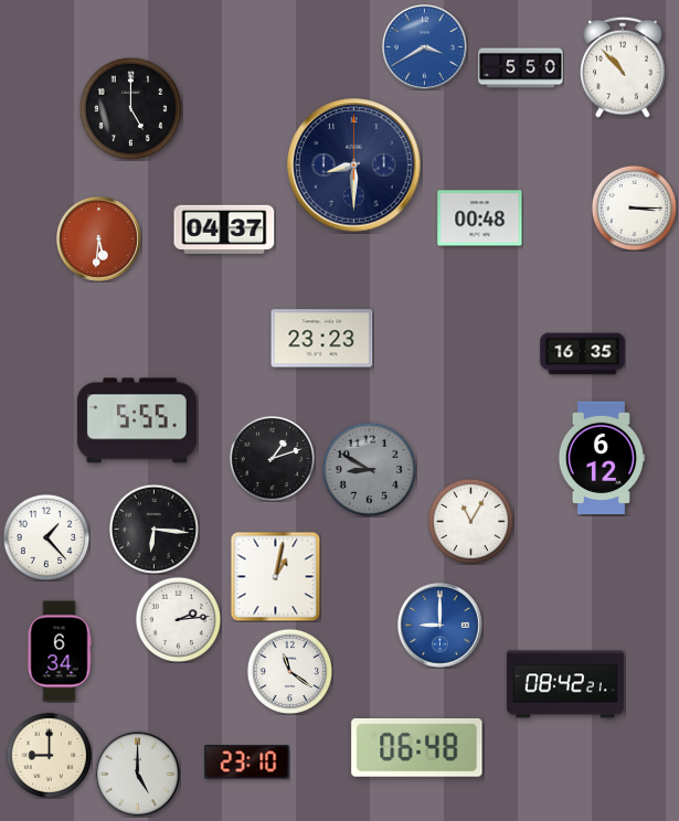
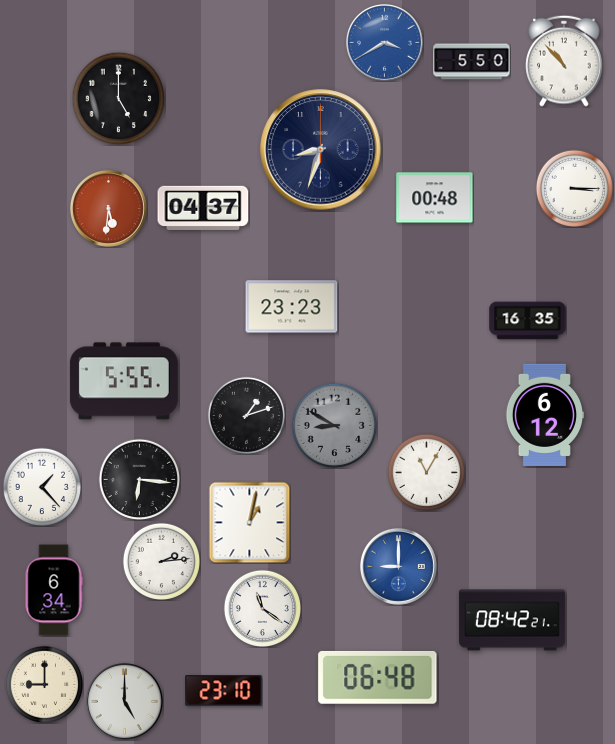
clock at (354, 166): 8:30 -> 8:33
clock at (99, 239) position: (99, 239) -> (109, 209)
